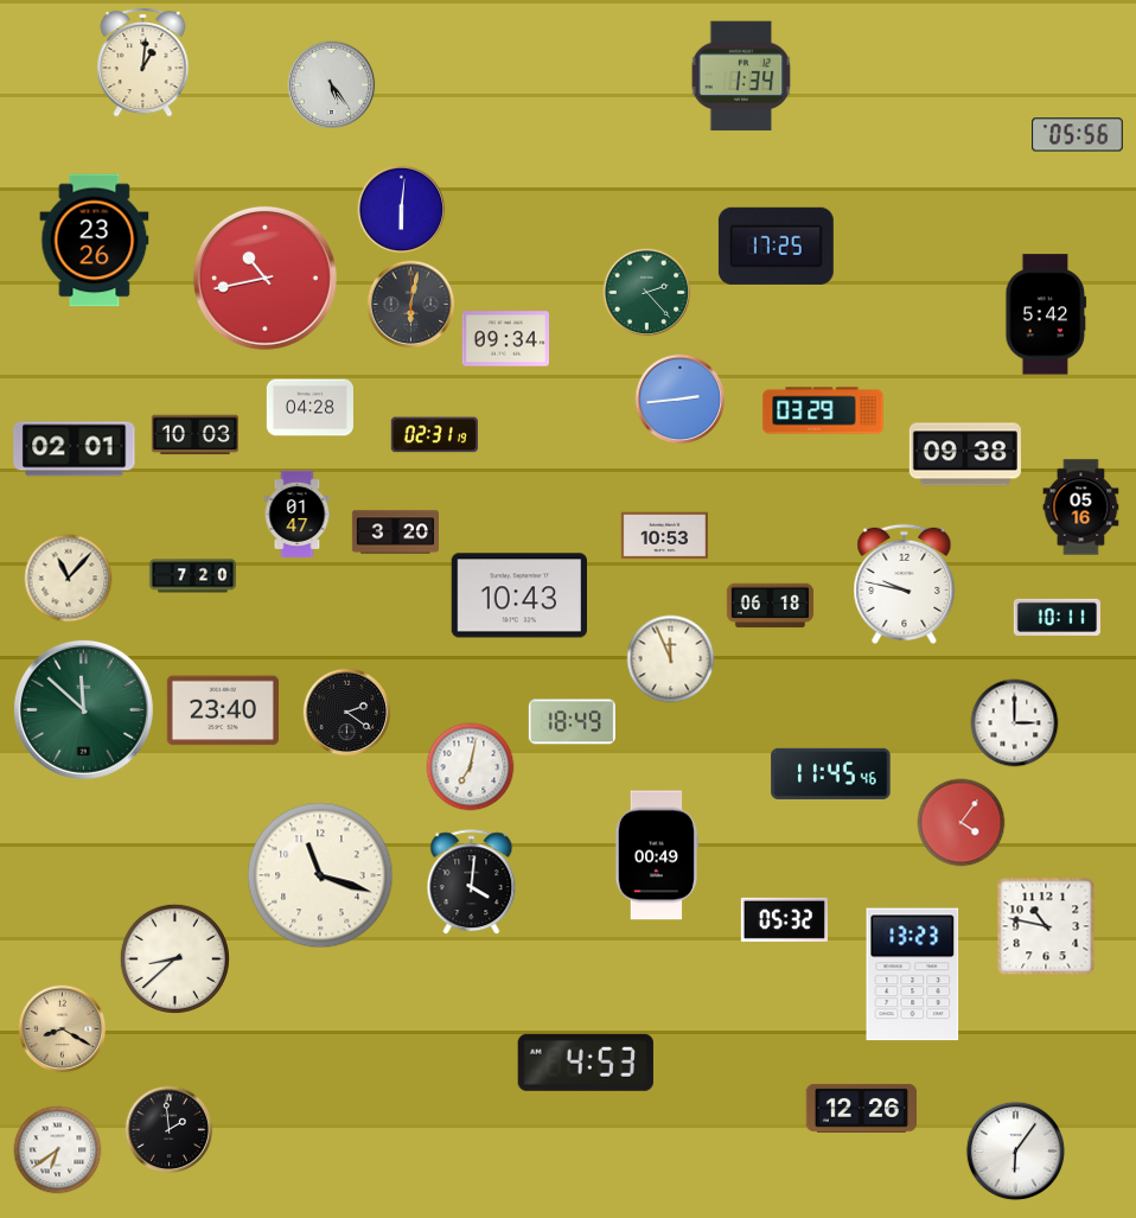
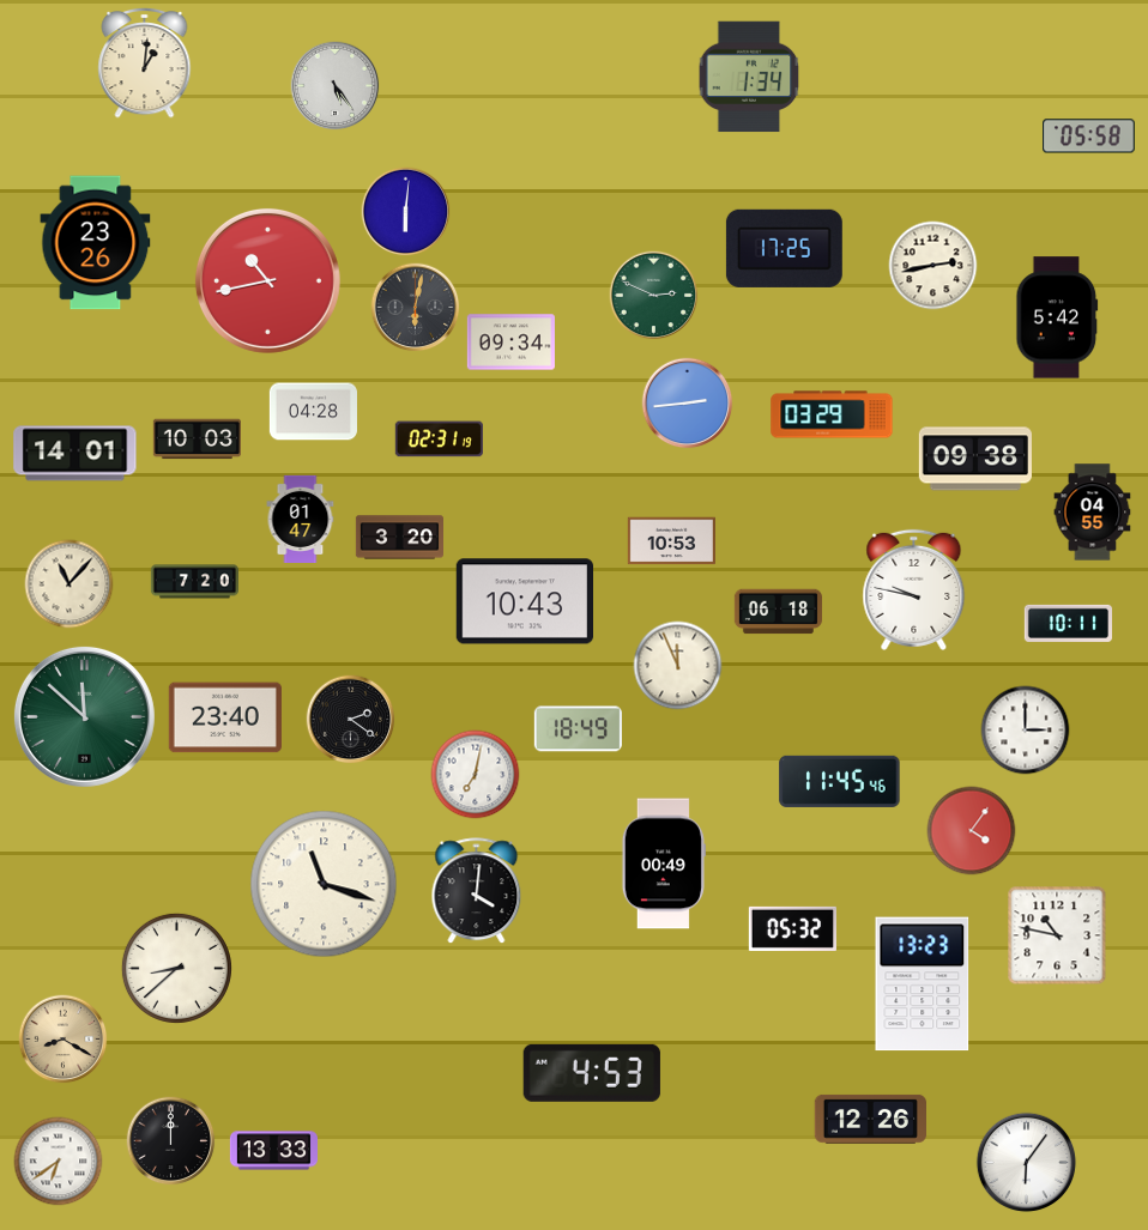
clock at (1078, 135): 05:56 -> 05:58
clock at (933, 266): none -> 2:43
clock at (647, 293): 2:23 -> 2:49
clock at (75, 449): 02:01 -> 14:01
clock at (1081, 508): 05:16 -> 04:55
clock at (170, 1130): 1:59 -> 12:00
clock at (273, 1151): none -> 13:33
